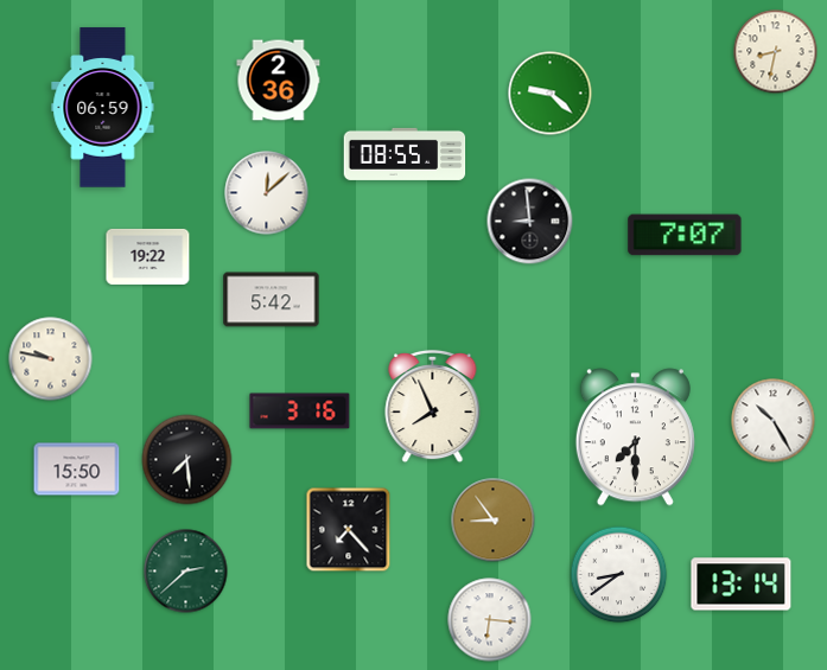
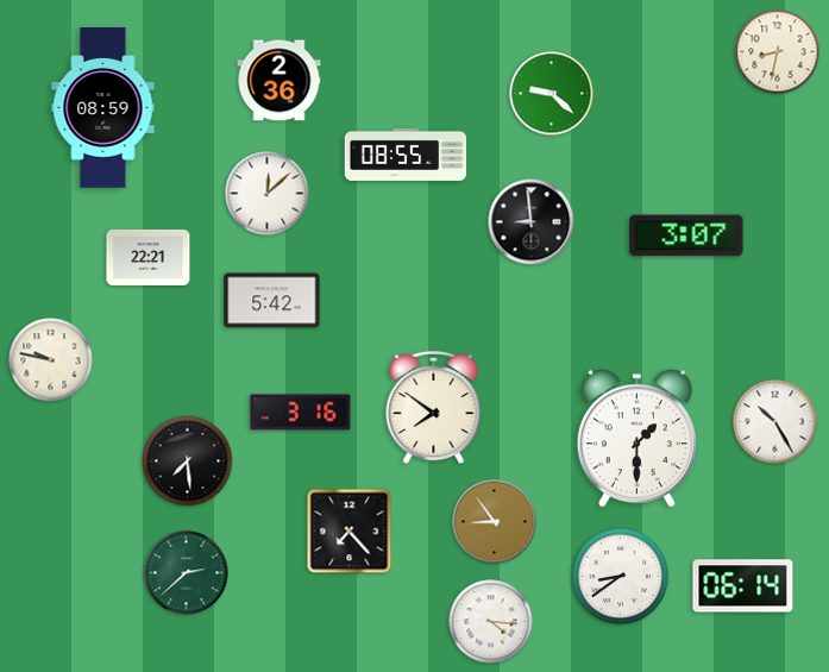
clock at (103, 108): 06:59 -> 08:59
clock at (685, 235): 7:07 -> 3:07
clock at (148, 256): 19:22 -> 22:21
clock at (433, 407): 7:56 -> 7:51
clock at (635, 438): 7:30 -> 1:30
clock at (77, 470): 15:50 -> none
clock at (742, 585): 13:14 -> 06:14
clock at (490, 620): 6:16 -> 4:16
